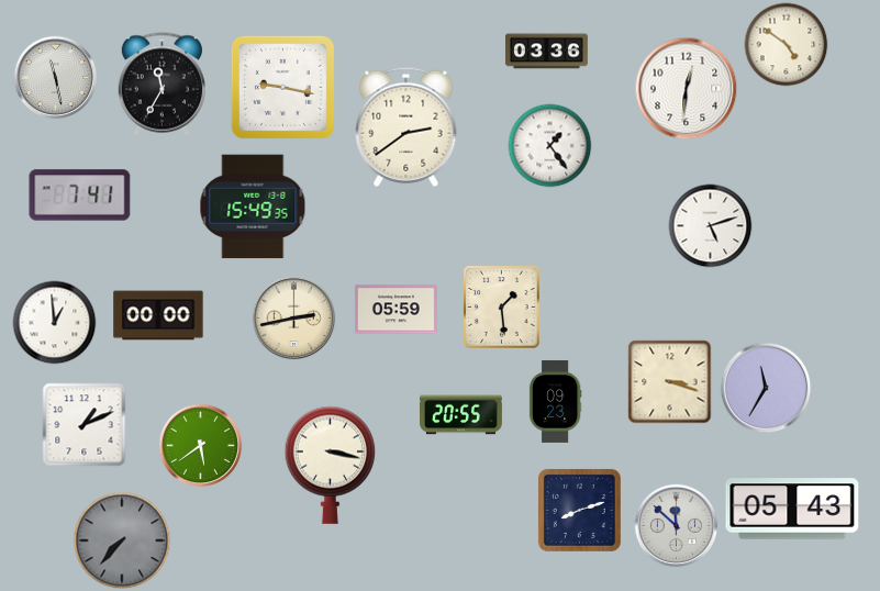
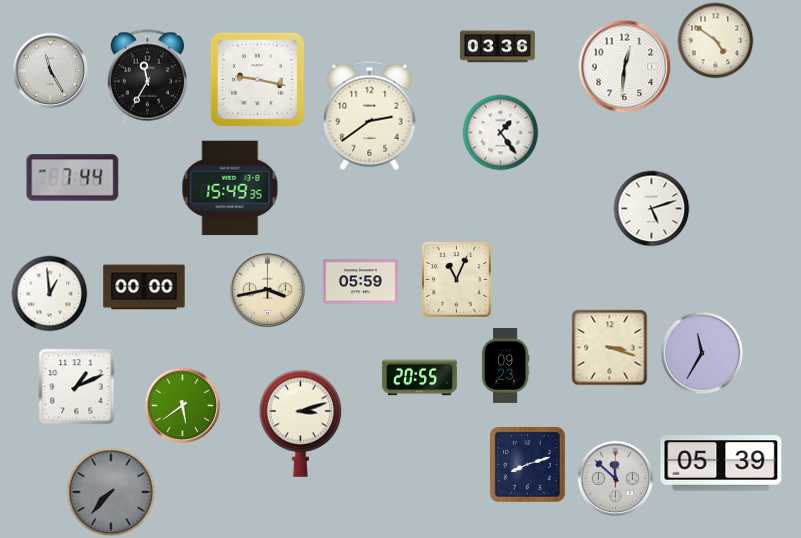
clock at (56, 78): 11:28 -> 11:25
clock at (687, 89) position: (687, 89) -> (625, 67)
clock at (80, 196): 7:41 -> 7:44
clock at (711, 226) position: (711, 226) -> (652, 209)
clock at (502, 308): 1:29 -> 11:04
clock at (294, 319): 2:43 -> 3:43
clock at (766, 388) position: (766, 388) -> (702, 353)
clock at (331, 465): 3:17 -> 3:12
clock at (792, 509): 05:43 -> 05:39
